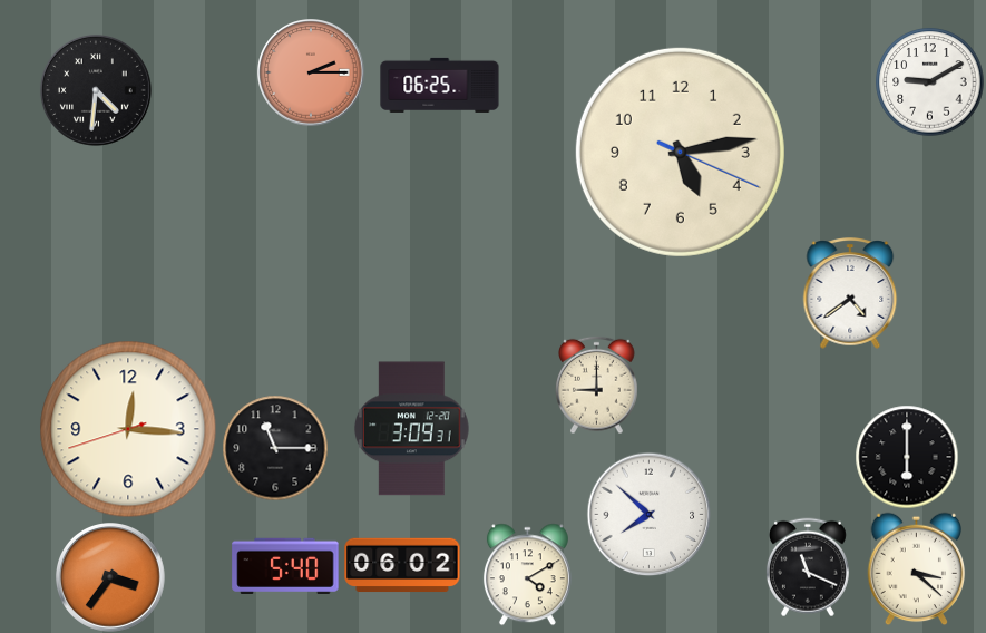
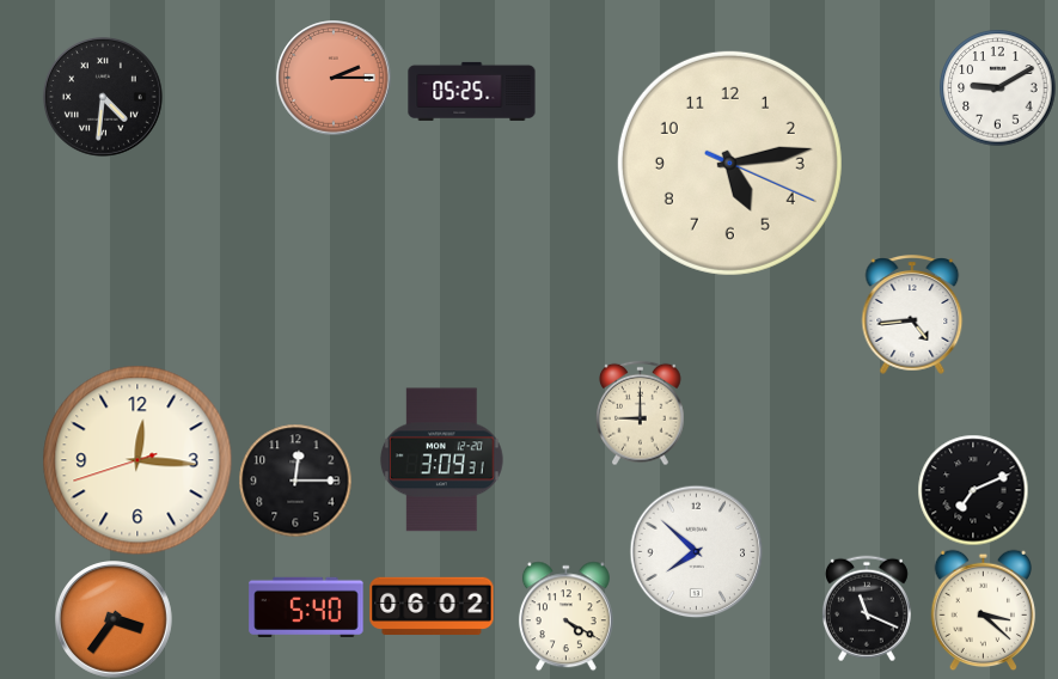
clock at (440, 85): 06:25 -> 05:25
clock at (850, 293): 4:39 -> 4:44
clock at (275, 448): 11:15 -> 12:15
clock at (907, 457): 6:00 -> 7:11
clock at (527, 574): 4:10 -> 4:20
clock at (111, 578) position: (111, 578) -> (115, 620)
